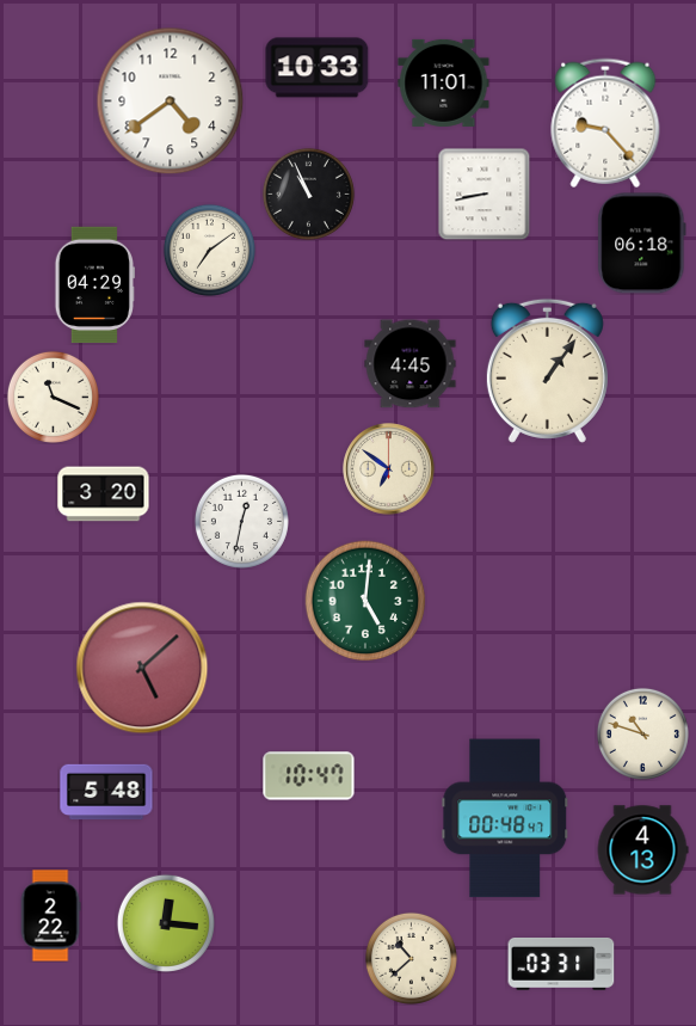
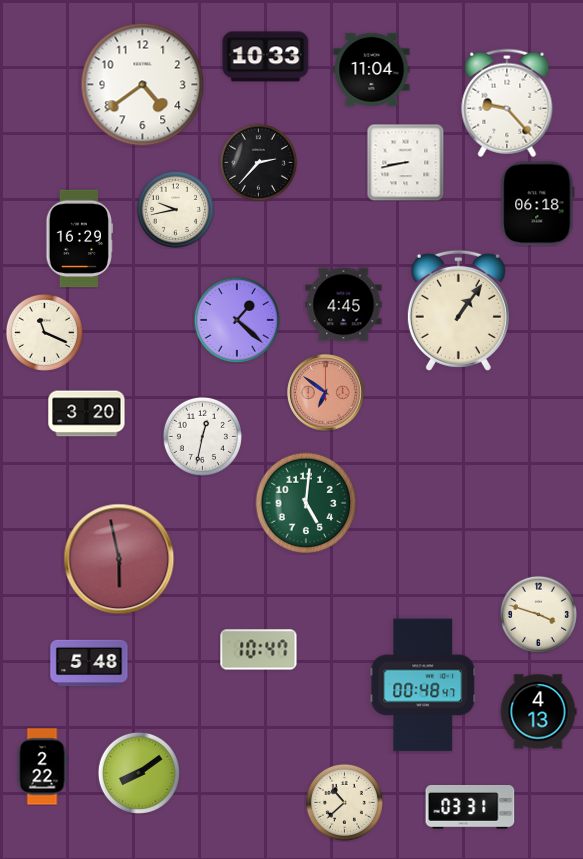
clock at (444, 82): 11:01 -> 11:04
clock at (308, 193): 10:56 -> 2:37
clock at (209, 250): 7:09 -> 9:43
clock at (94, 285): 04:29 -> 16:29
clock at (237, 320): none -> 1:22
clock at (389, 469) dial: cream -> salmon
clock at (142, 668): 5:08 -> 5:58
clock at (642, 733): 10:48 -> 3:48
clock at (166, 923): 12:16 -> 8:09
